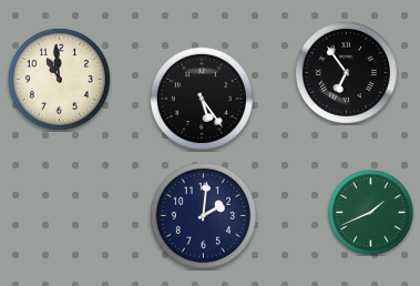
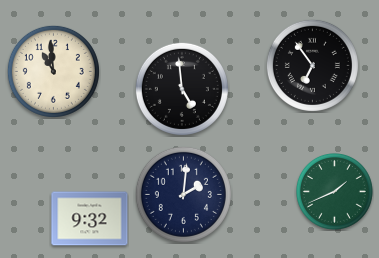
clock at (202, 99): 5:24 -> 4:59
clock at (90, 219): none -> 9:32
